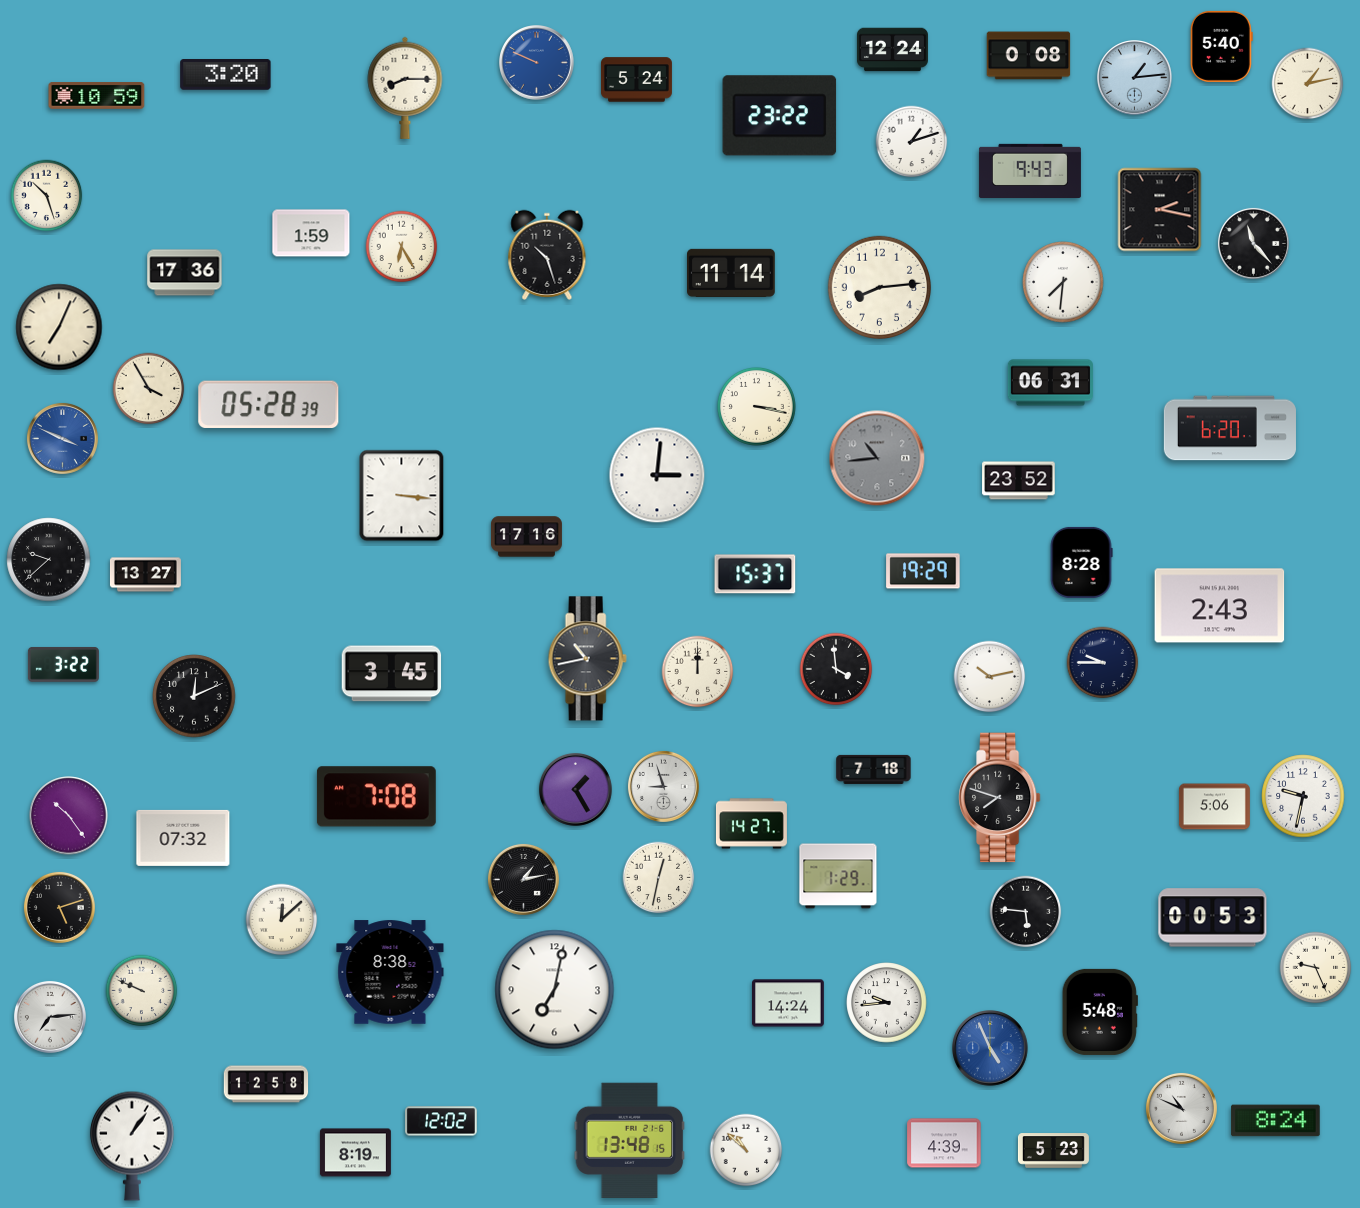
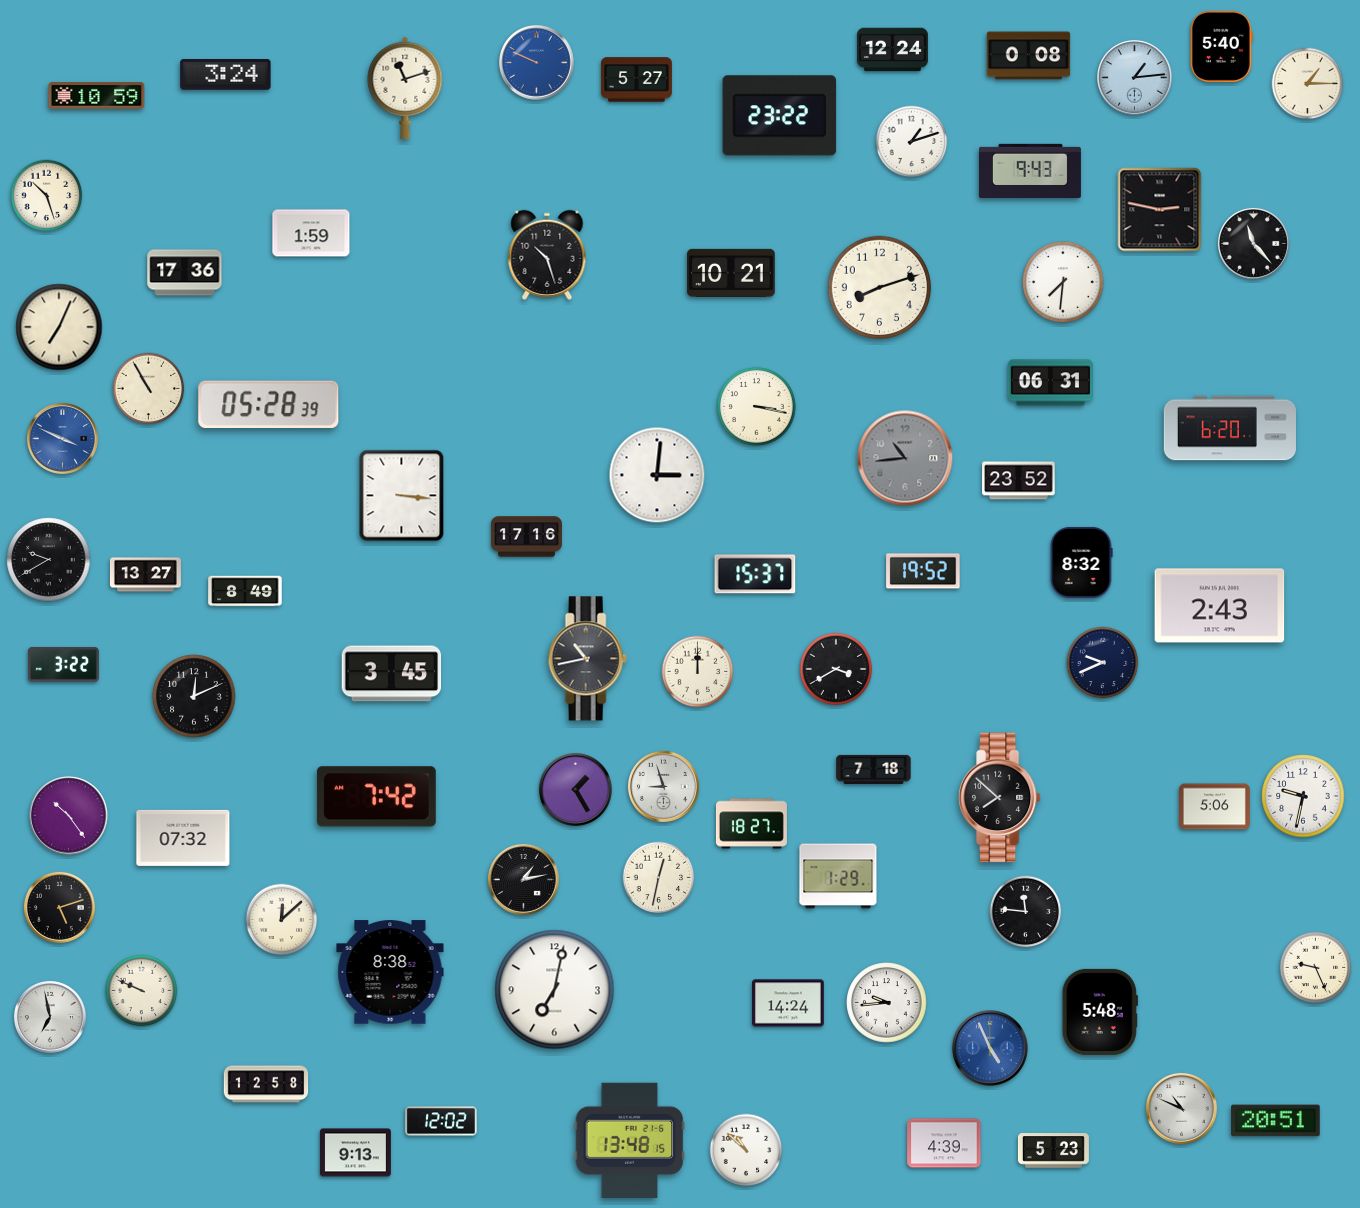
clock at (226, 75): 3:20 -> 3:24
clock at (636, 80): 5:24 -> 5:27
clock at (1308, 84): 1:13 -> 1:15
clock at (405, 88): 8:15 -> 11:12
clock at (1160, 210): 2:17 -> 2:47
clock at (402, 247): 6:25 -> none
clock at (732, 273): 11:14 -> 10:21
clock at (880, 288): 8:14 -> 8:12
clock at (149, 389): 3:55 -> 10:55
clock at (877, 458) position: (877, 458) -> (905, 458)
clock at (49, 560): 9:38 -> 9:40
clock at (1081, 562): 8:28 -> 8:32
clock at (923, 571): 19:29 -> 19:52
clock at (245, 591): none -> 8:49
clock at (1103, 663): 9:45 -> 9:41
clock at (836, 669): 3:59 -> 3:40
clock at (990, 677): 10:13 -> none
clock at (376, 797): 7:08 -> 7:42
clock at (999, 798): 7:48 -> 7:52
clock at (751, 824): 14:27 -> 18:27
clock at (1026, 912): 5:46 -> 11:46
clock at (1213, 918): 00:53 -> none
clock at (50, 1017): 7:14 -> 6:58
clock at (1276, 1121): 8:24 -> 20:51
clock at (132, 1146): 1:06 -> none
clock at (355, 1153): 8:19 -> 9:13
